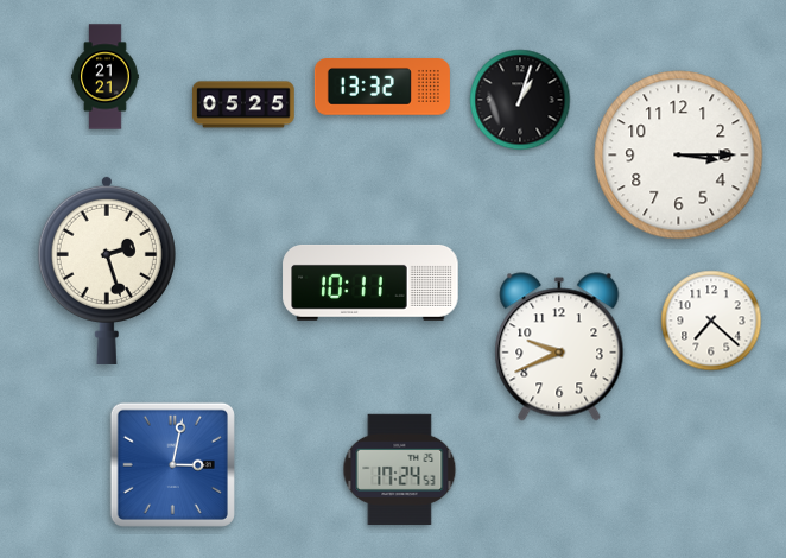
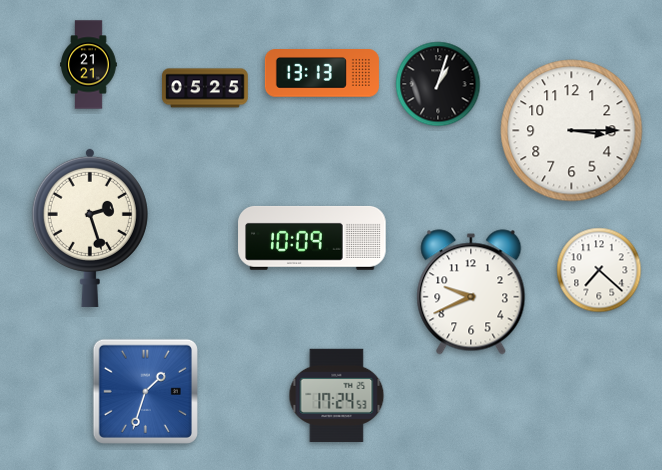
clock at (382, 87): 13:32 -> 13:13
clock at (370, 283): 10:11 -> 10:09
clock at (172, 464): 3:02 -> 1:33
